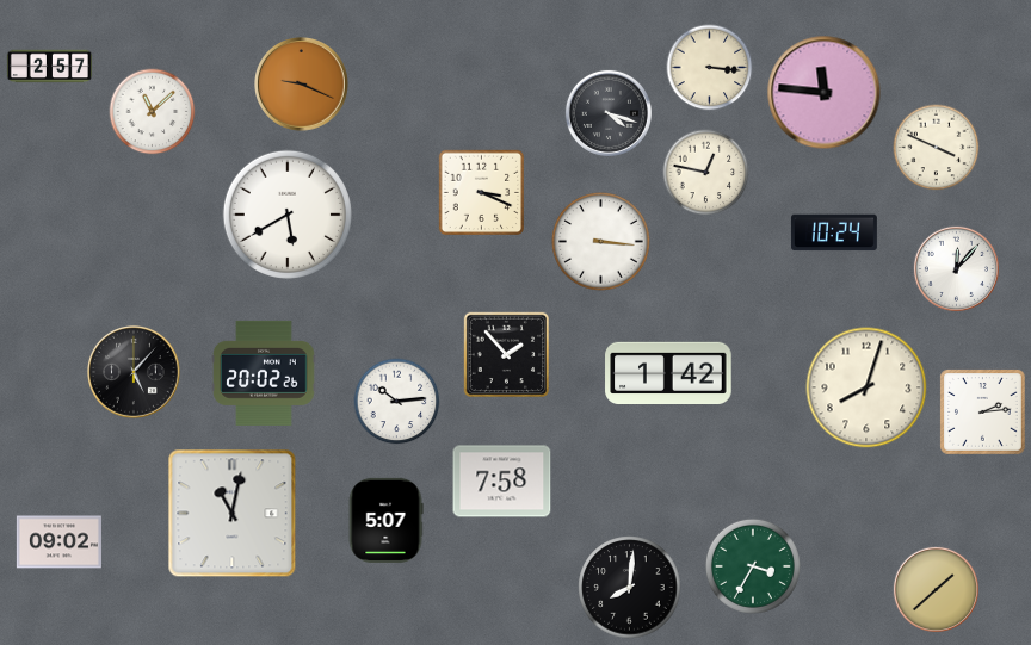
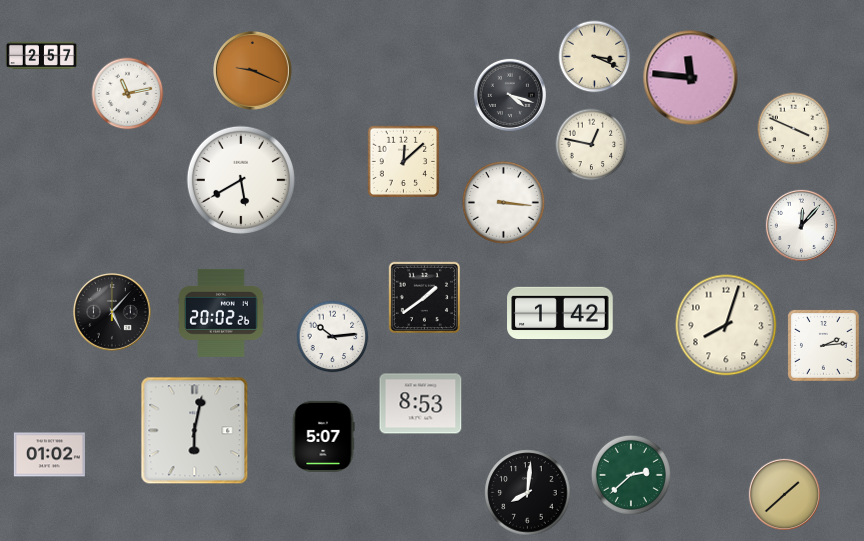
clock at (710, 68): 3:16 -> 3:19
clock at (153, 112): 11:08 -> 11:13
clock at (937, 148) position: (937, 148) -> (794, 129)
clock at (481, 192): 3:19 -> 12:08
clock at (834, 232): 10:24 -> none
clock at (507, 355): 1:53 -> 1:39
clock at (502, 482): 7:58 -> 8:53
clock at (233, 514): 11:02 -> 6:02
clock at (58, 542): 09:02 -> 01:02
clock at (753, 566): 3:35 -> 2:38
